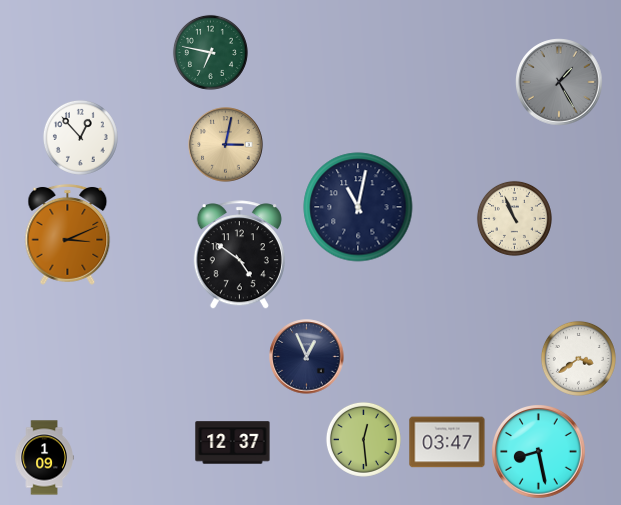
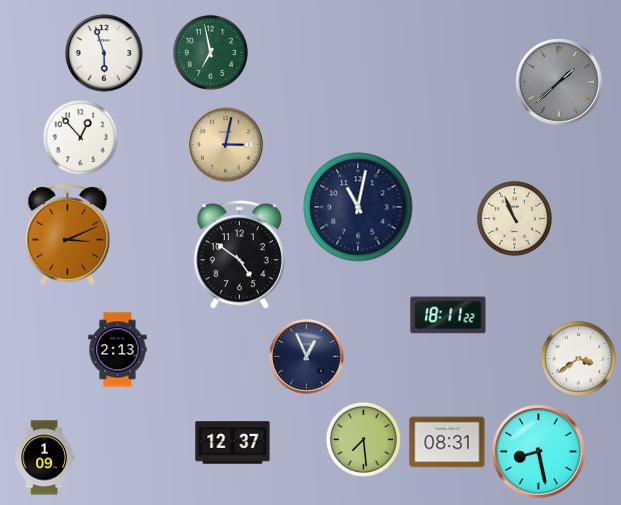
clock at (210, 52): 6:47 -> 6:58
clock at (104, 53): none -> 5:57
clock at (559, 82): 1:25 -> 1:38
clock at (448, 315): none -> 18:11
clock at (118, 350): none -> 2:13
clock at (363, 439): 12:29 -> 7:29
clock at (447, 442): 03:47 -> 08:31
